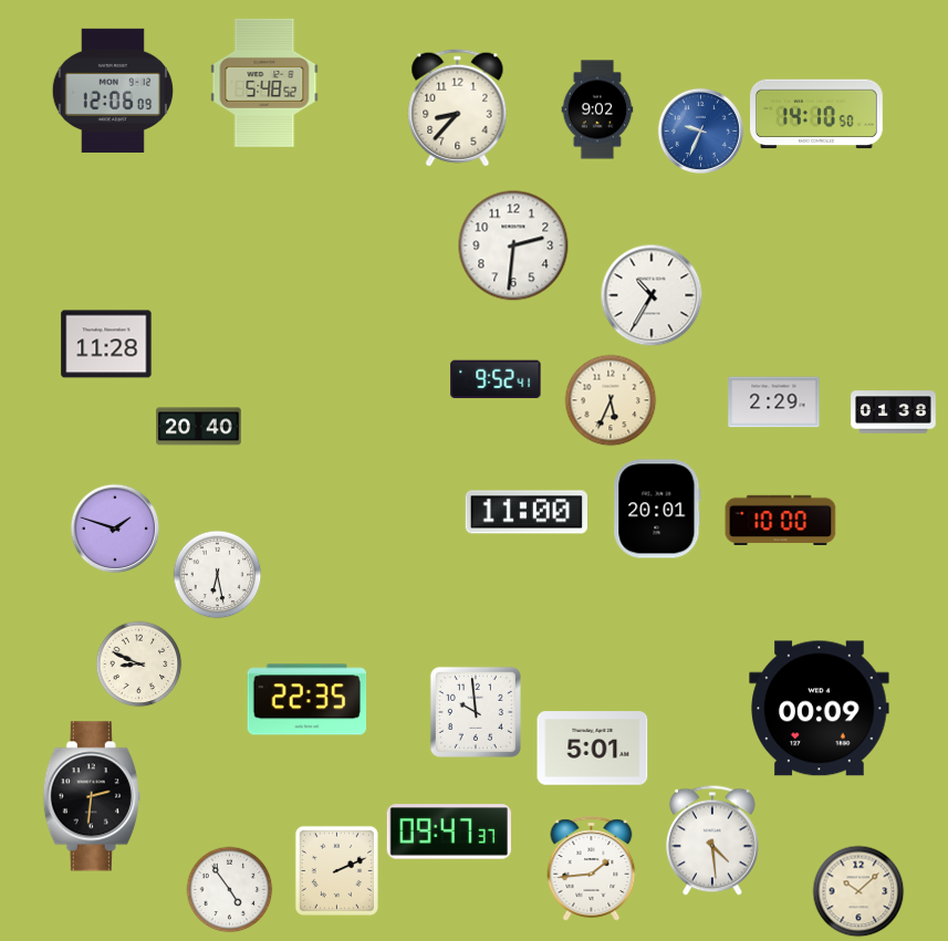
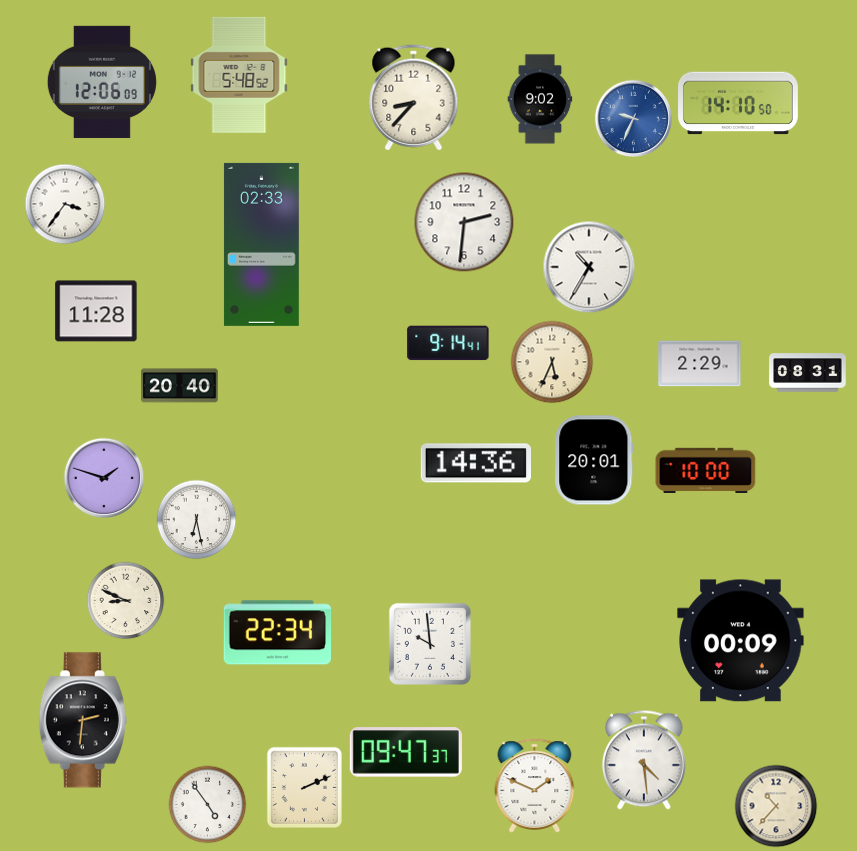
clock at (65, 204): none -> 3:36
clock at (261, 244): none -> 02:33
clock at (496, 379): 9:52 -> 9:14
clock at (894, 412): 01:38 -> 08:31
clock at (525, 512): 11:00 -> 14:36
clock at (308, 700): 22:35 -> 22:34
clock at (593, 749): 5:01 -> none
clock at (592, 869): 1:44 -> 1:49
clock at (858, 891): 10:08 -> 10:37
